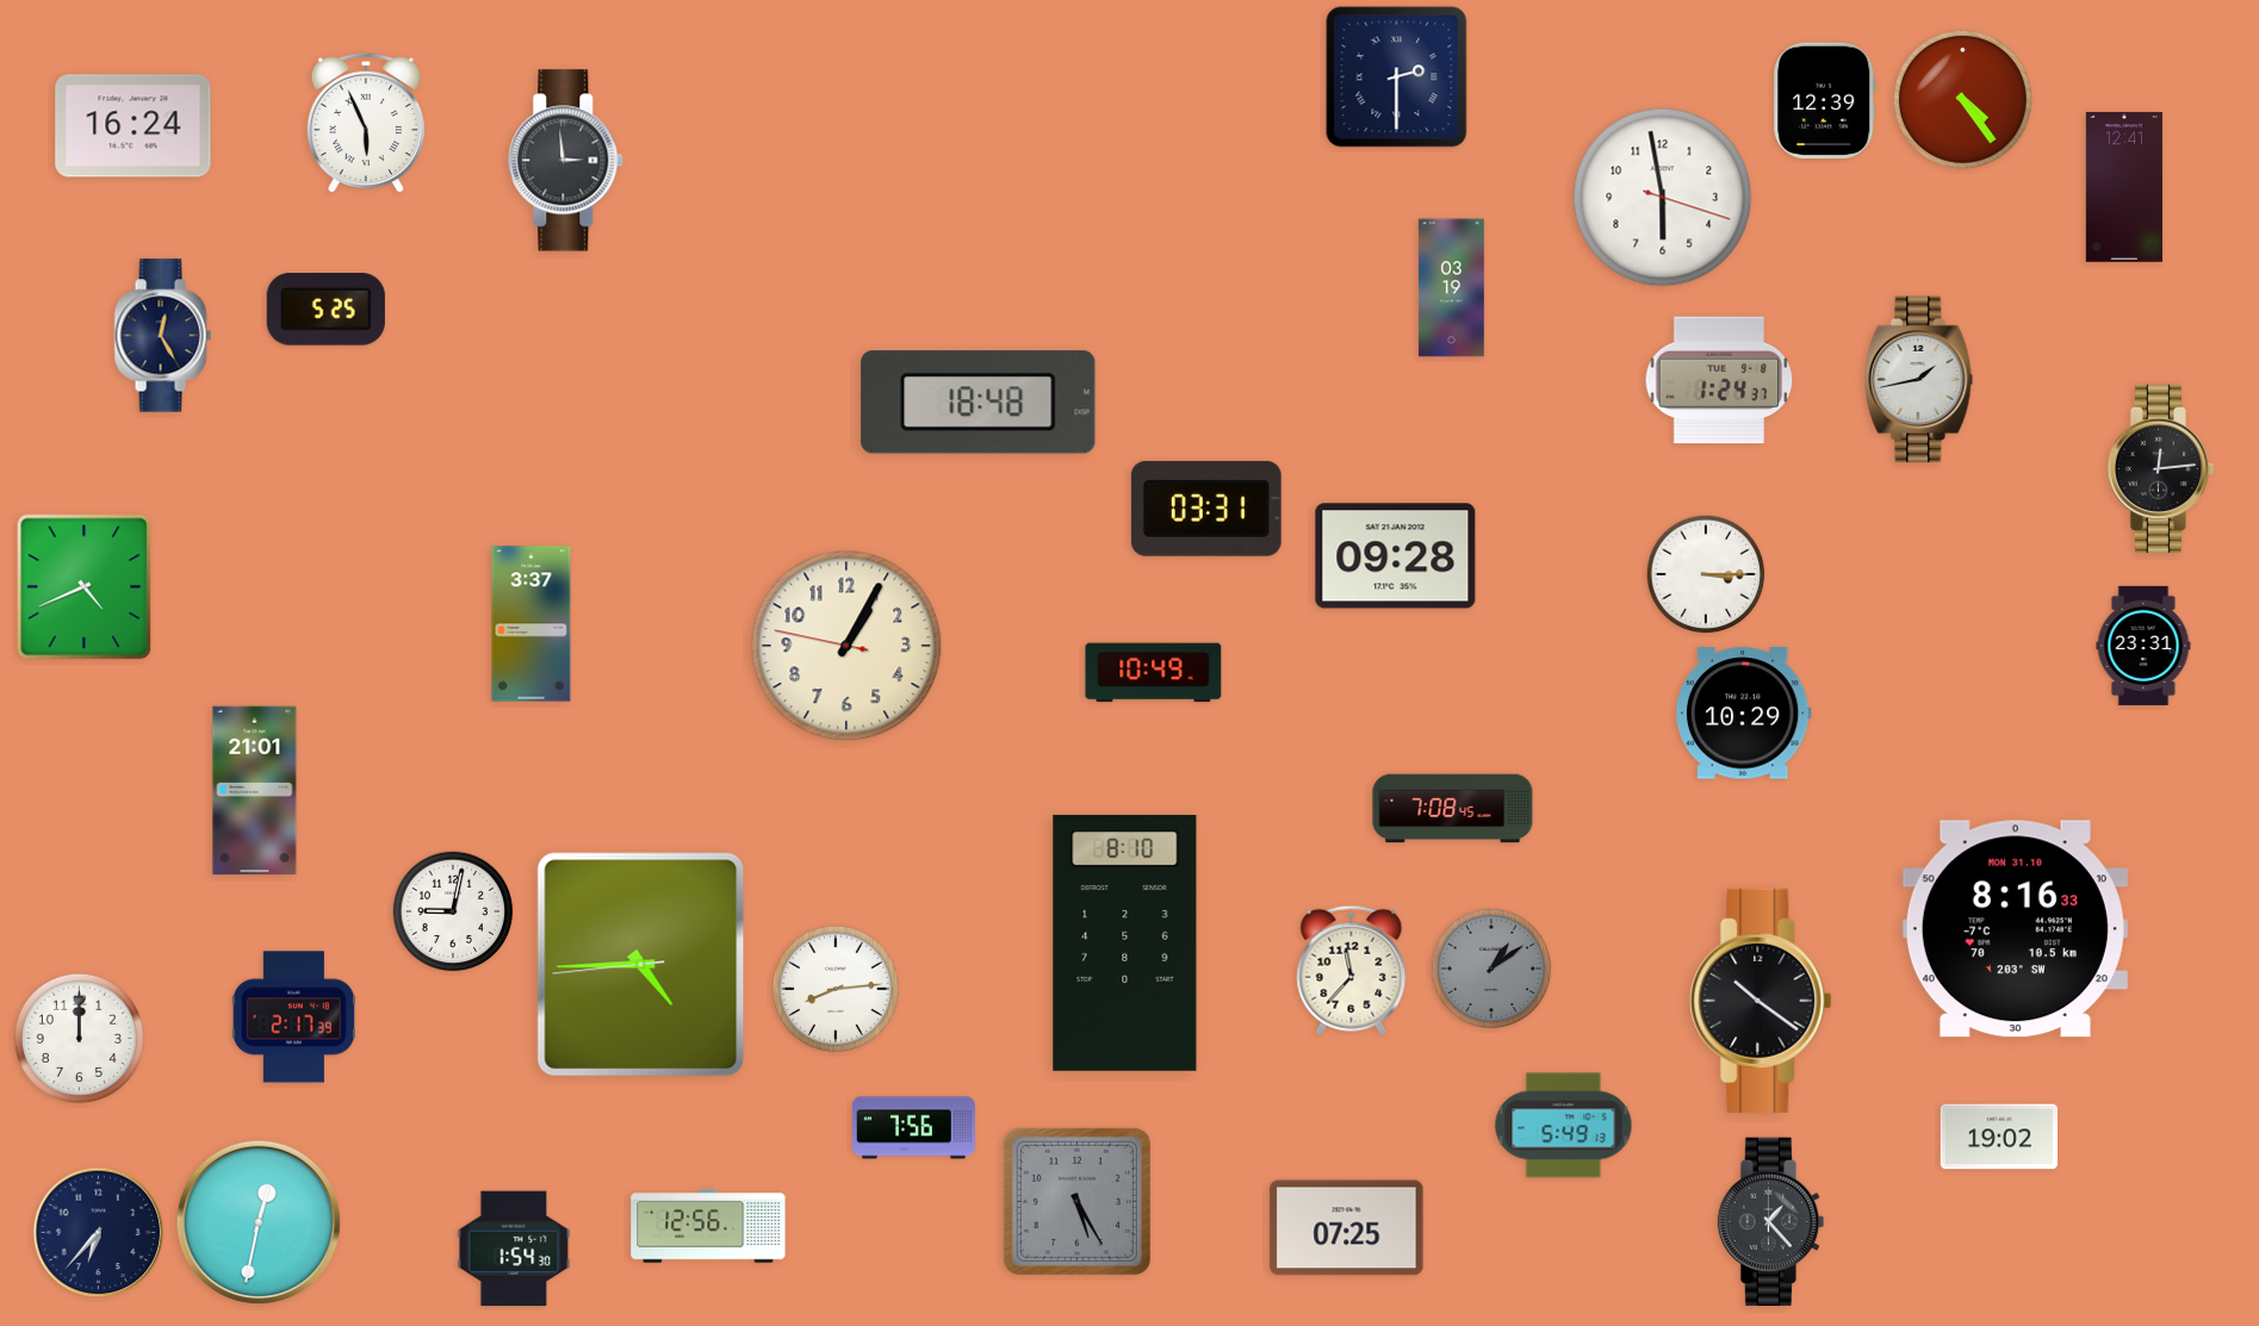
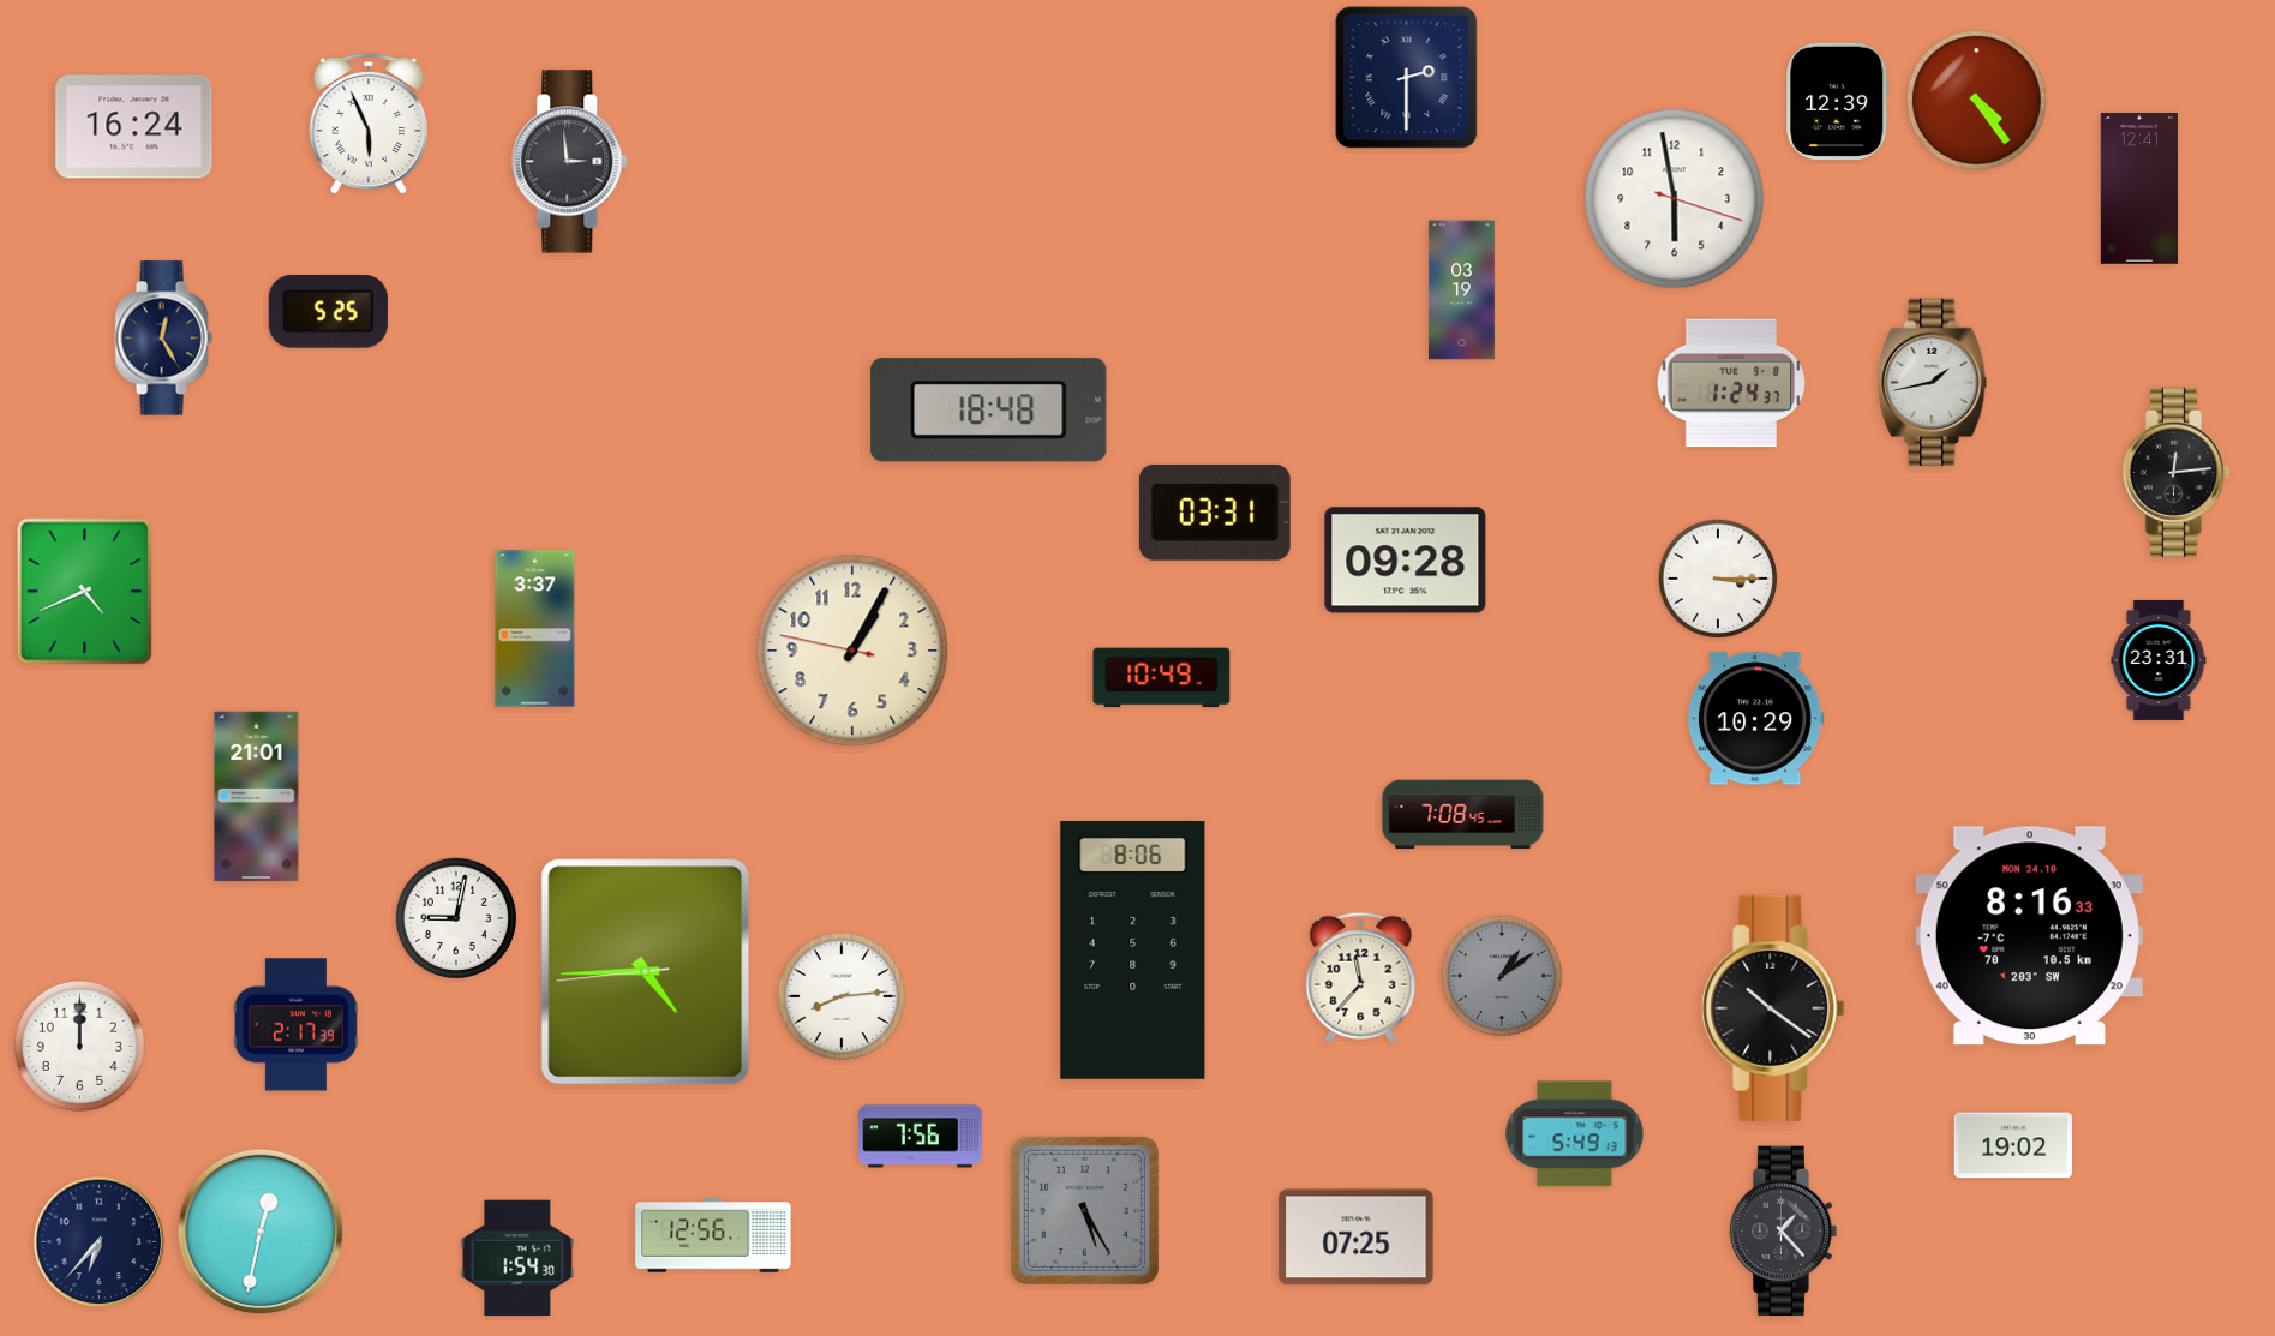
clock at (979, 403) position: (979, 403) -> (989, 411)
clock at (2143, 646) position: (2143, 646) -> (2159, 660)
clock at (2015, 929) date: MON 31.10 -> MON 24.10
clock at (1125, 942): 8:10 -> 8:06
